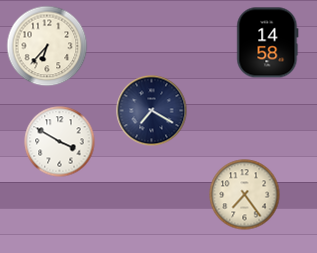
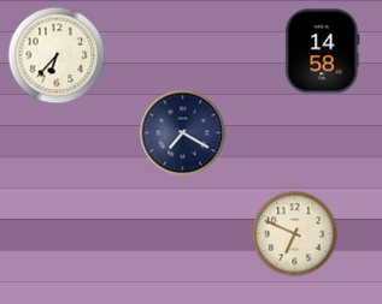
clock at (60, 142): 3:50 -> none
clock at (245, 195): 7:24 -> 6:49
